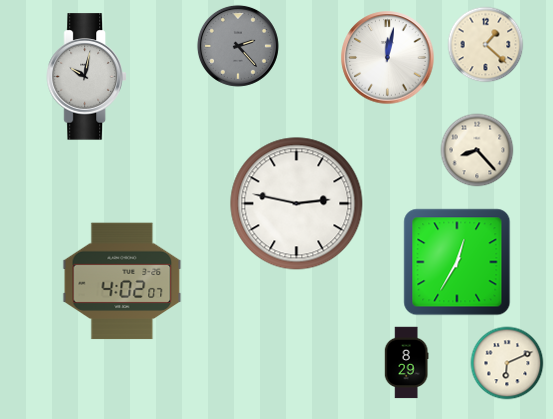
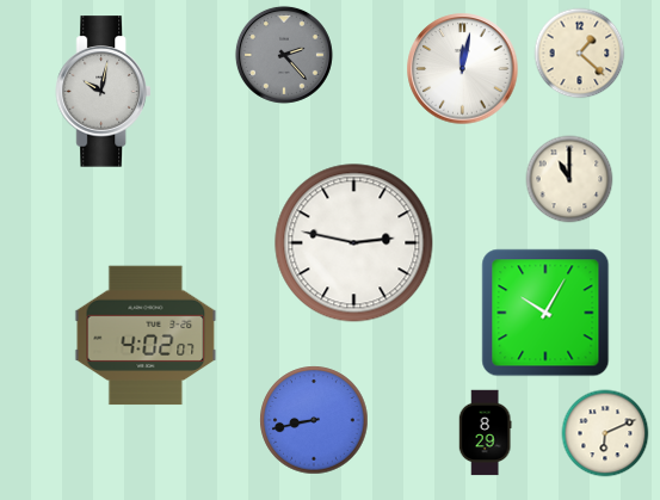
clock at (477, 150): 8:23 -> 11:00
clock at (457, 262): 12:35 -> 10:05
clock at (314, 420): none -> 8:43
